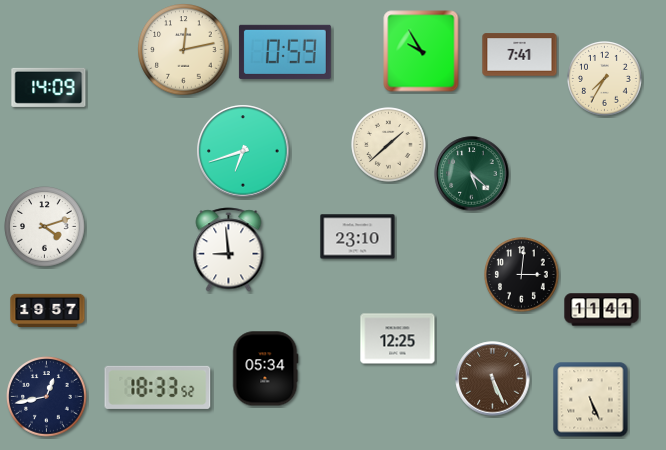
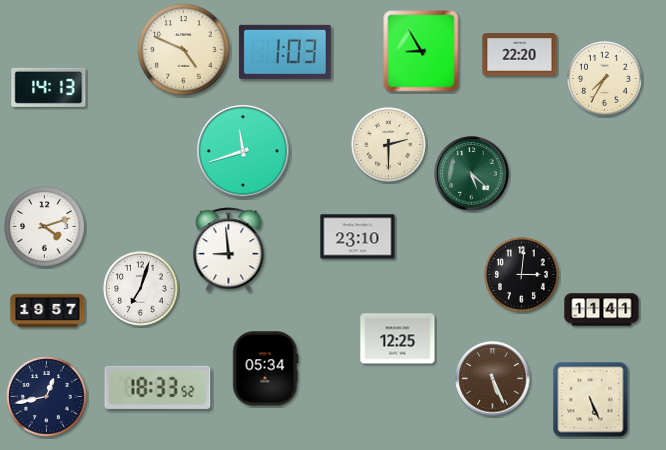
clock at (184, 50): 12:13 -> 4:49
clock at (421, 51): 9:55 -> 8:55
clock at (285, 52): 0:59 -> 1:03
clock at (520, 55): 7:41 -> 22:20
clock at (49, 87): 14:09 -> 14:13
clock at (389, 145): 1:38 -> 2:30
clock at (243, 151): 6:42 -> 11:42
clock at (141, 289): none -> 7:03
